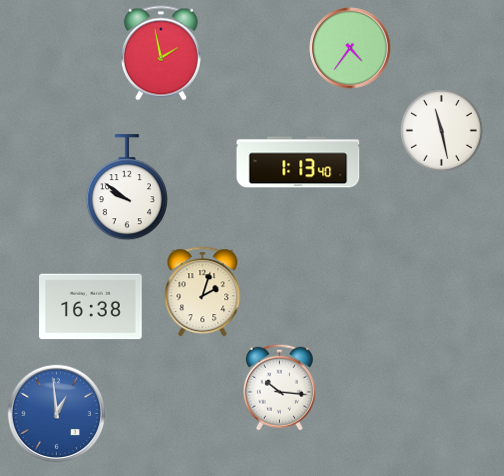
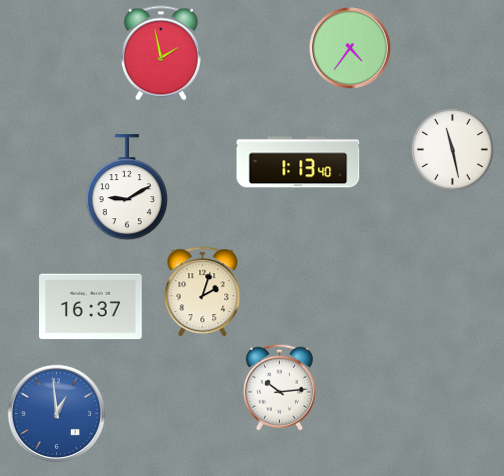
clock at (441, 130) position: (441, 130) -> (452, 149)
clock at (127, 188): 9:51 -> 9:10
clock at (91, 307): 16:38 -> 16:37
clock at (279, 387): 10:16 -> 10:14
